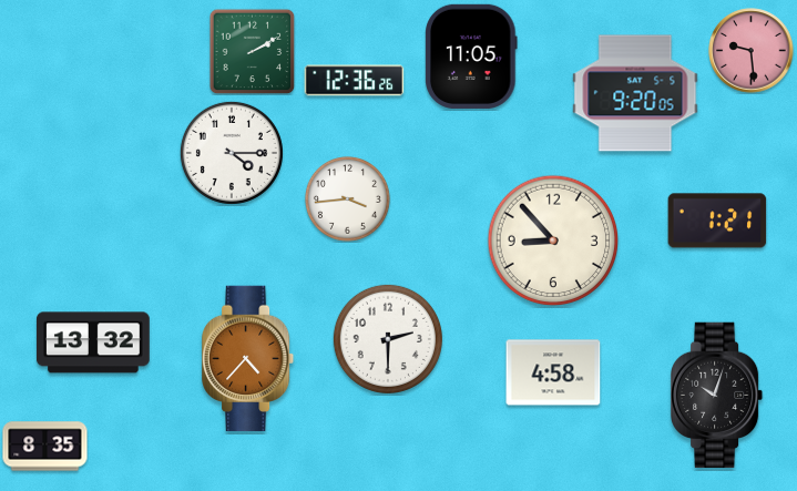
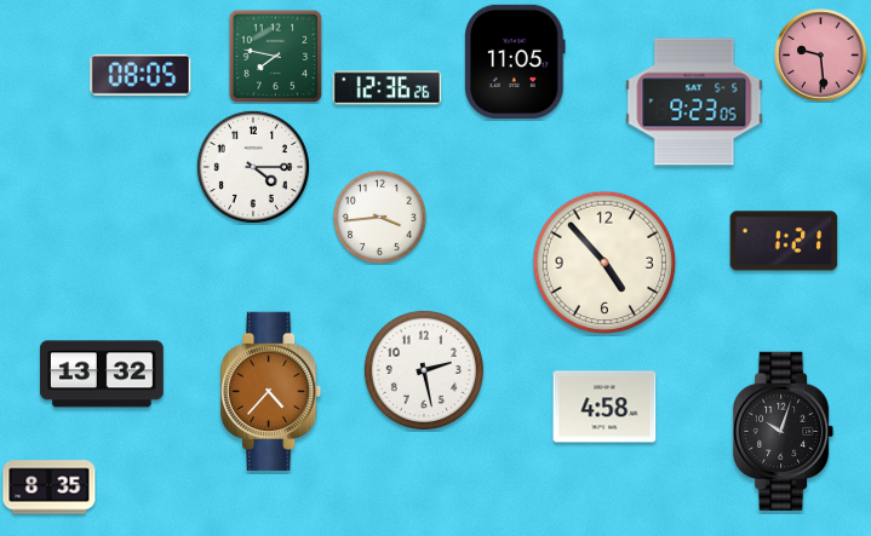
clock at (252, 51): 2:10 -> 7:47
clock at (141, 75): none -> 08:05
clock at (635, 93): 9:20 -> 9:23
clock at (553, 241): 8:53 -> 4:53
clock at (388, 339): 2:30 -> 2:28
